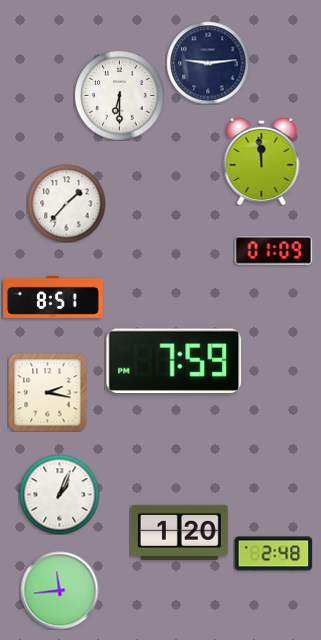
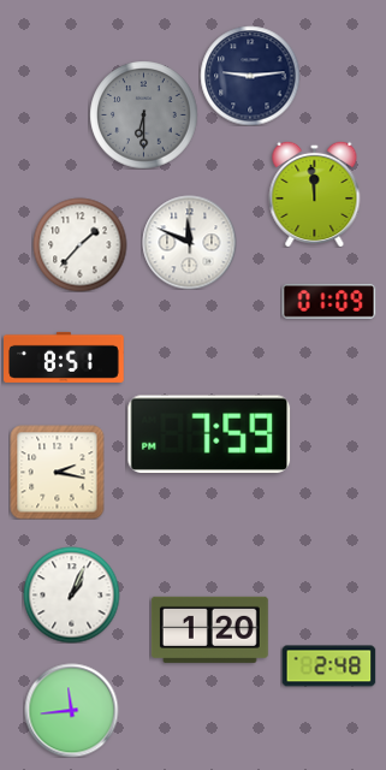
clock at (119, 95) dial: white -> grey
clock at (189, 242): none -> 11:49
clock at (179, 532) position: (179, 532) -> (209, 629)
